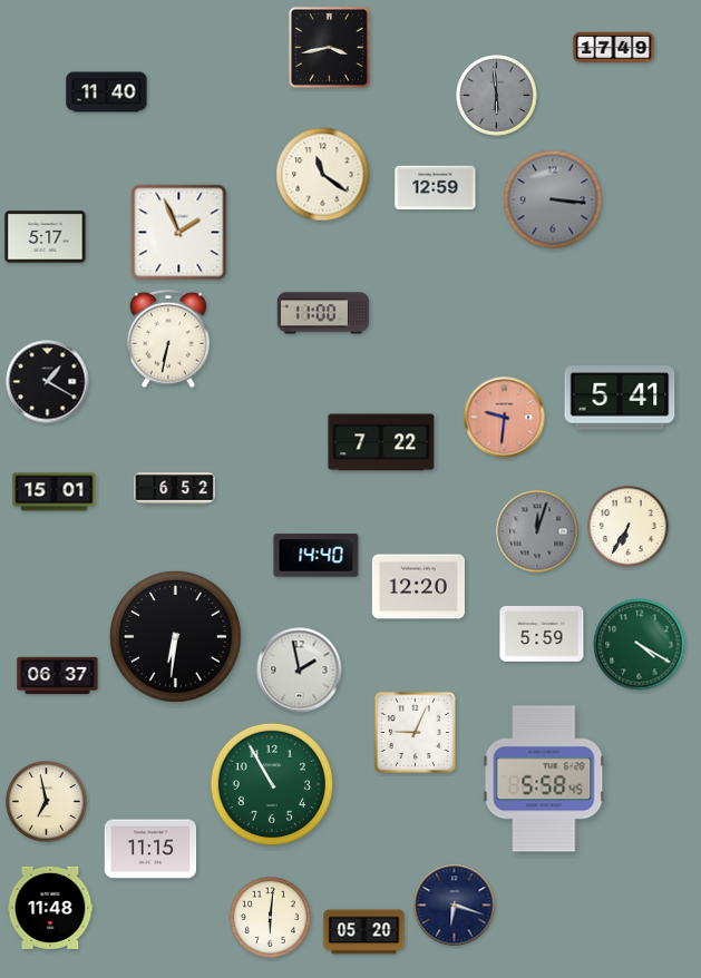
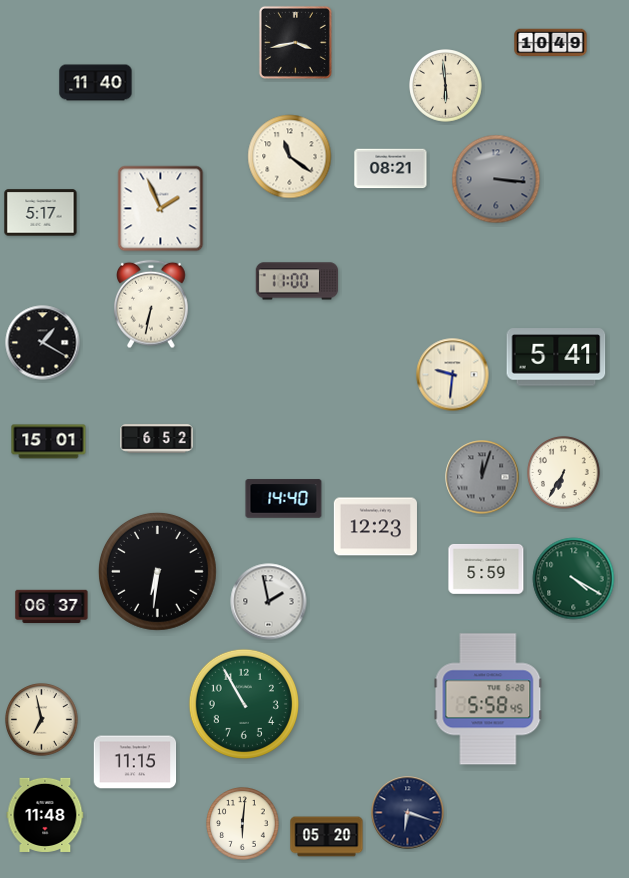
clock at (614, 48): 17:49 -> 10:49
clock at (497, 96) dial: grey -> cream
clock at (436, 188): 12:59 -> 08:21
clock at (323, 313) position: (323, 313) -> (297, 281)
clock at (505, 418) dial: salmon -> cream
clock at (381, 442): 7:22 -> none
clock at (418, 587): 12:20 -> 12:23
clock at (415, 732): 9:04 -> none
